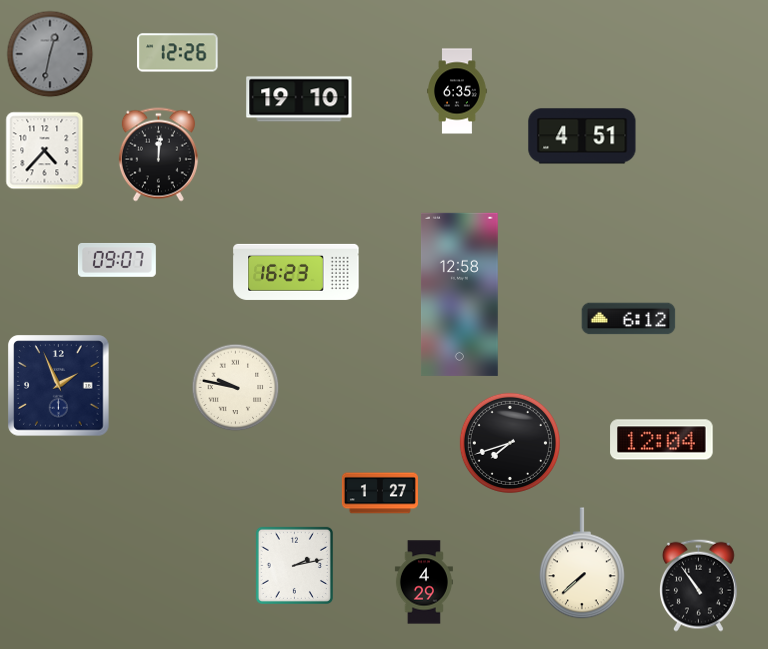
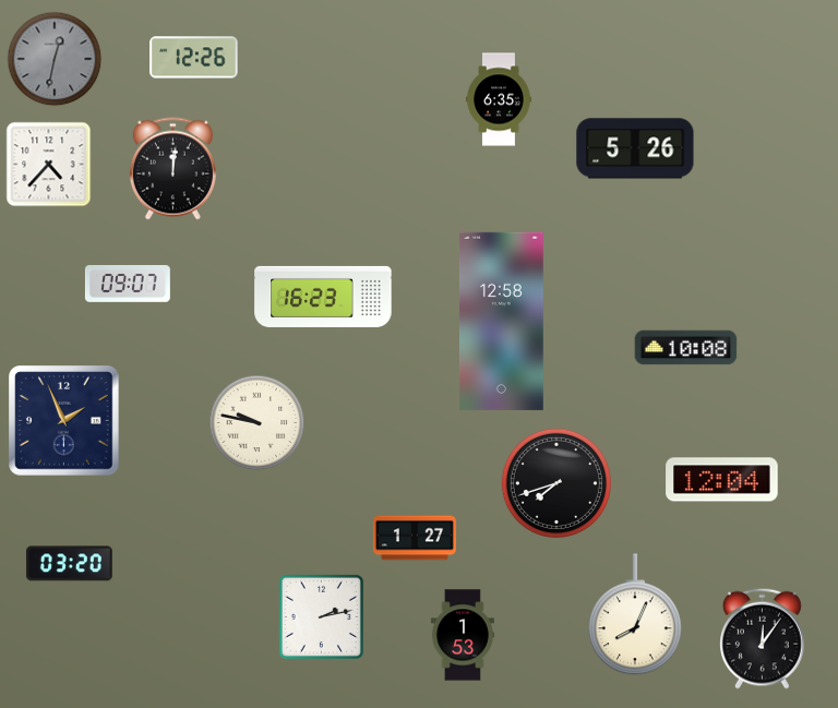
clock at (299, 99): 19:10 -> none
clock at (582, 136): 4:51 -> 5:26
clock at (629, 319): 6:12 -> 10:08
clock at (69, 564): none -> 03:20
clock at (582, 564): 7:38 -> 8:04
clock at (424, 582): 4:29 -> 1:53
clock at (699, 585): 10:54 -> 12:06
